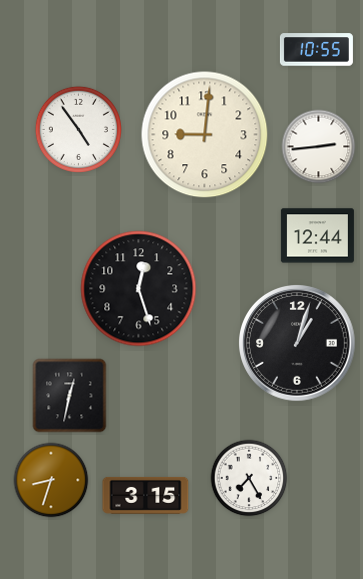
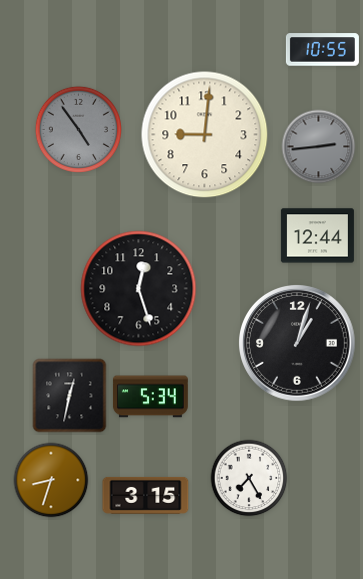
clock at (316, 50) position: (316, 50) -> (322, 50)
clock at (78, 129) dial: white -> grey
clock at (319, 147) dial: white -> grey
clock at (150, 397): none -> 5:34
